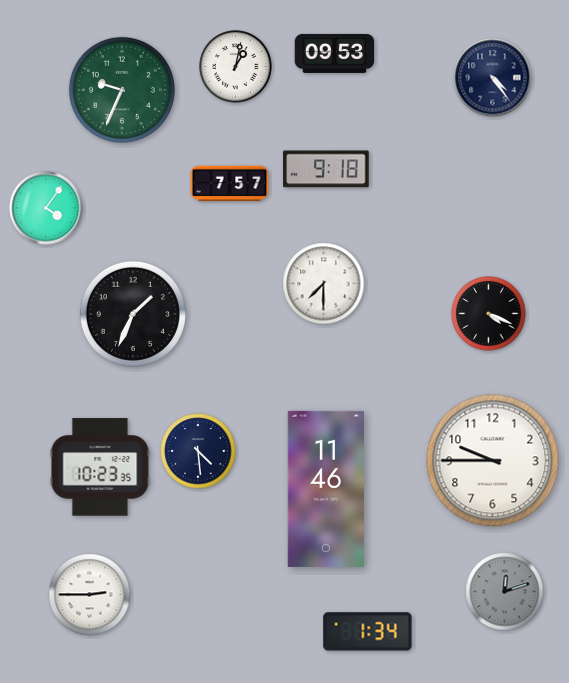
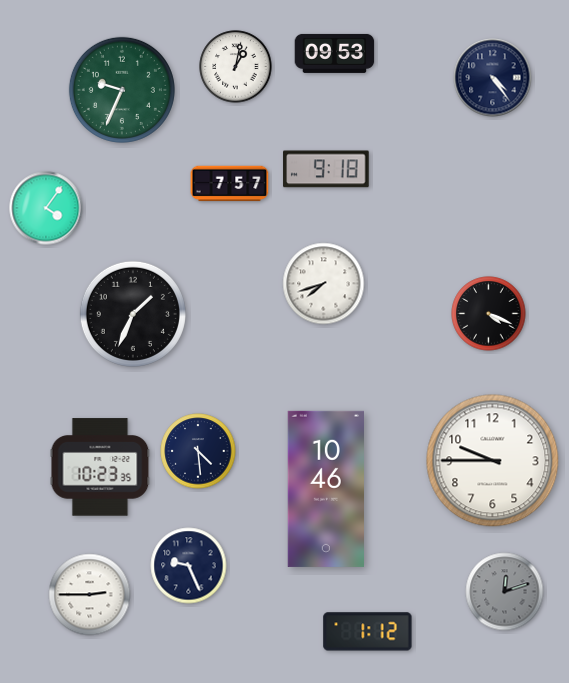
clock at (324, 284): 7:30 -> 7:42
clock at (325, 489): 11:46 -> 10:46
clock at (189, 566): none -> 9:26
clock at (368, 632): 1:34 -> 1:12
